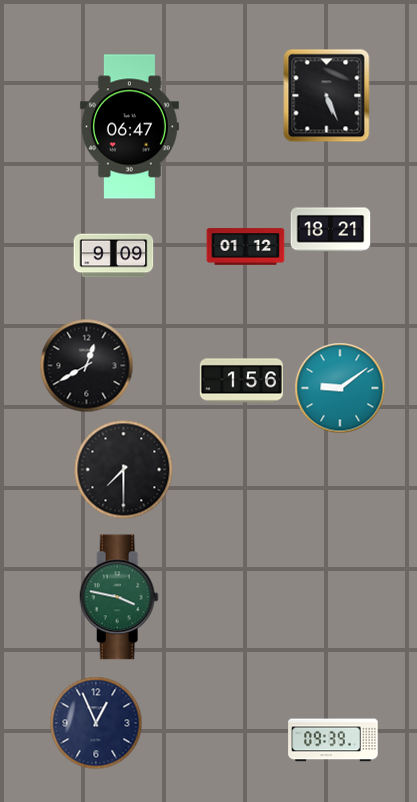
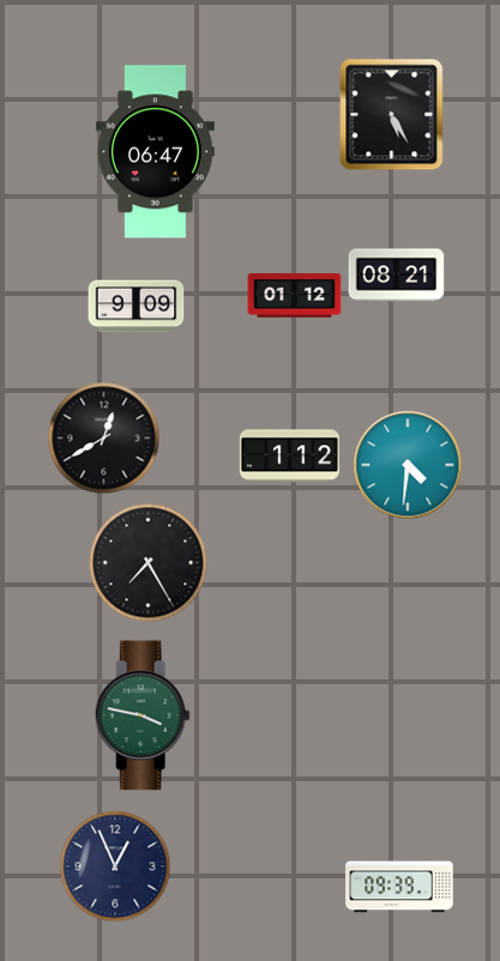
clock at (327, 96): 5:26 -> 5:25
clock at (331, 230): 18:21 -> 08:21
clock at (241, 381): 1:56 -> 1:12
clock at (340, 388): 9:09 -> 4:31
clock at (124, 470): 7:30 -> 7:25
